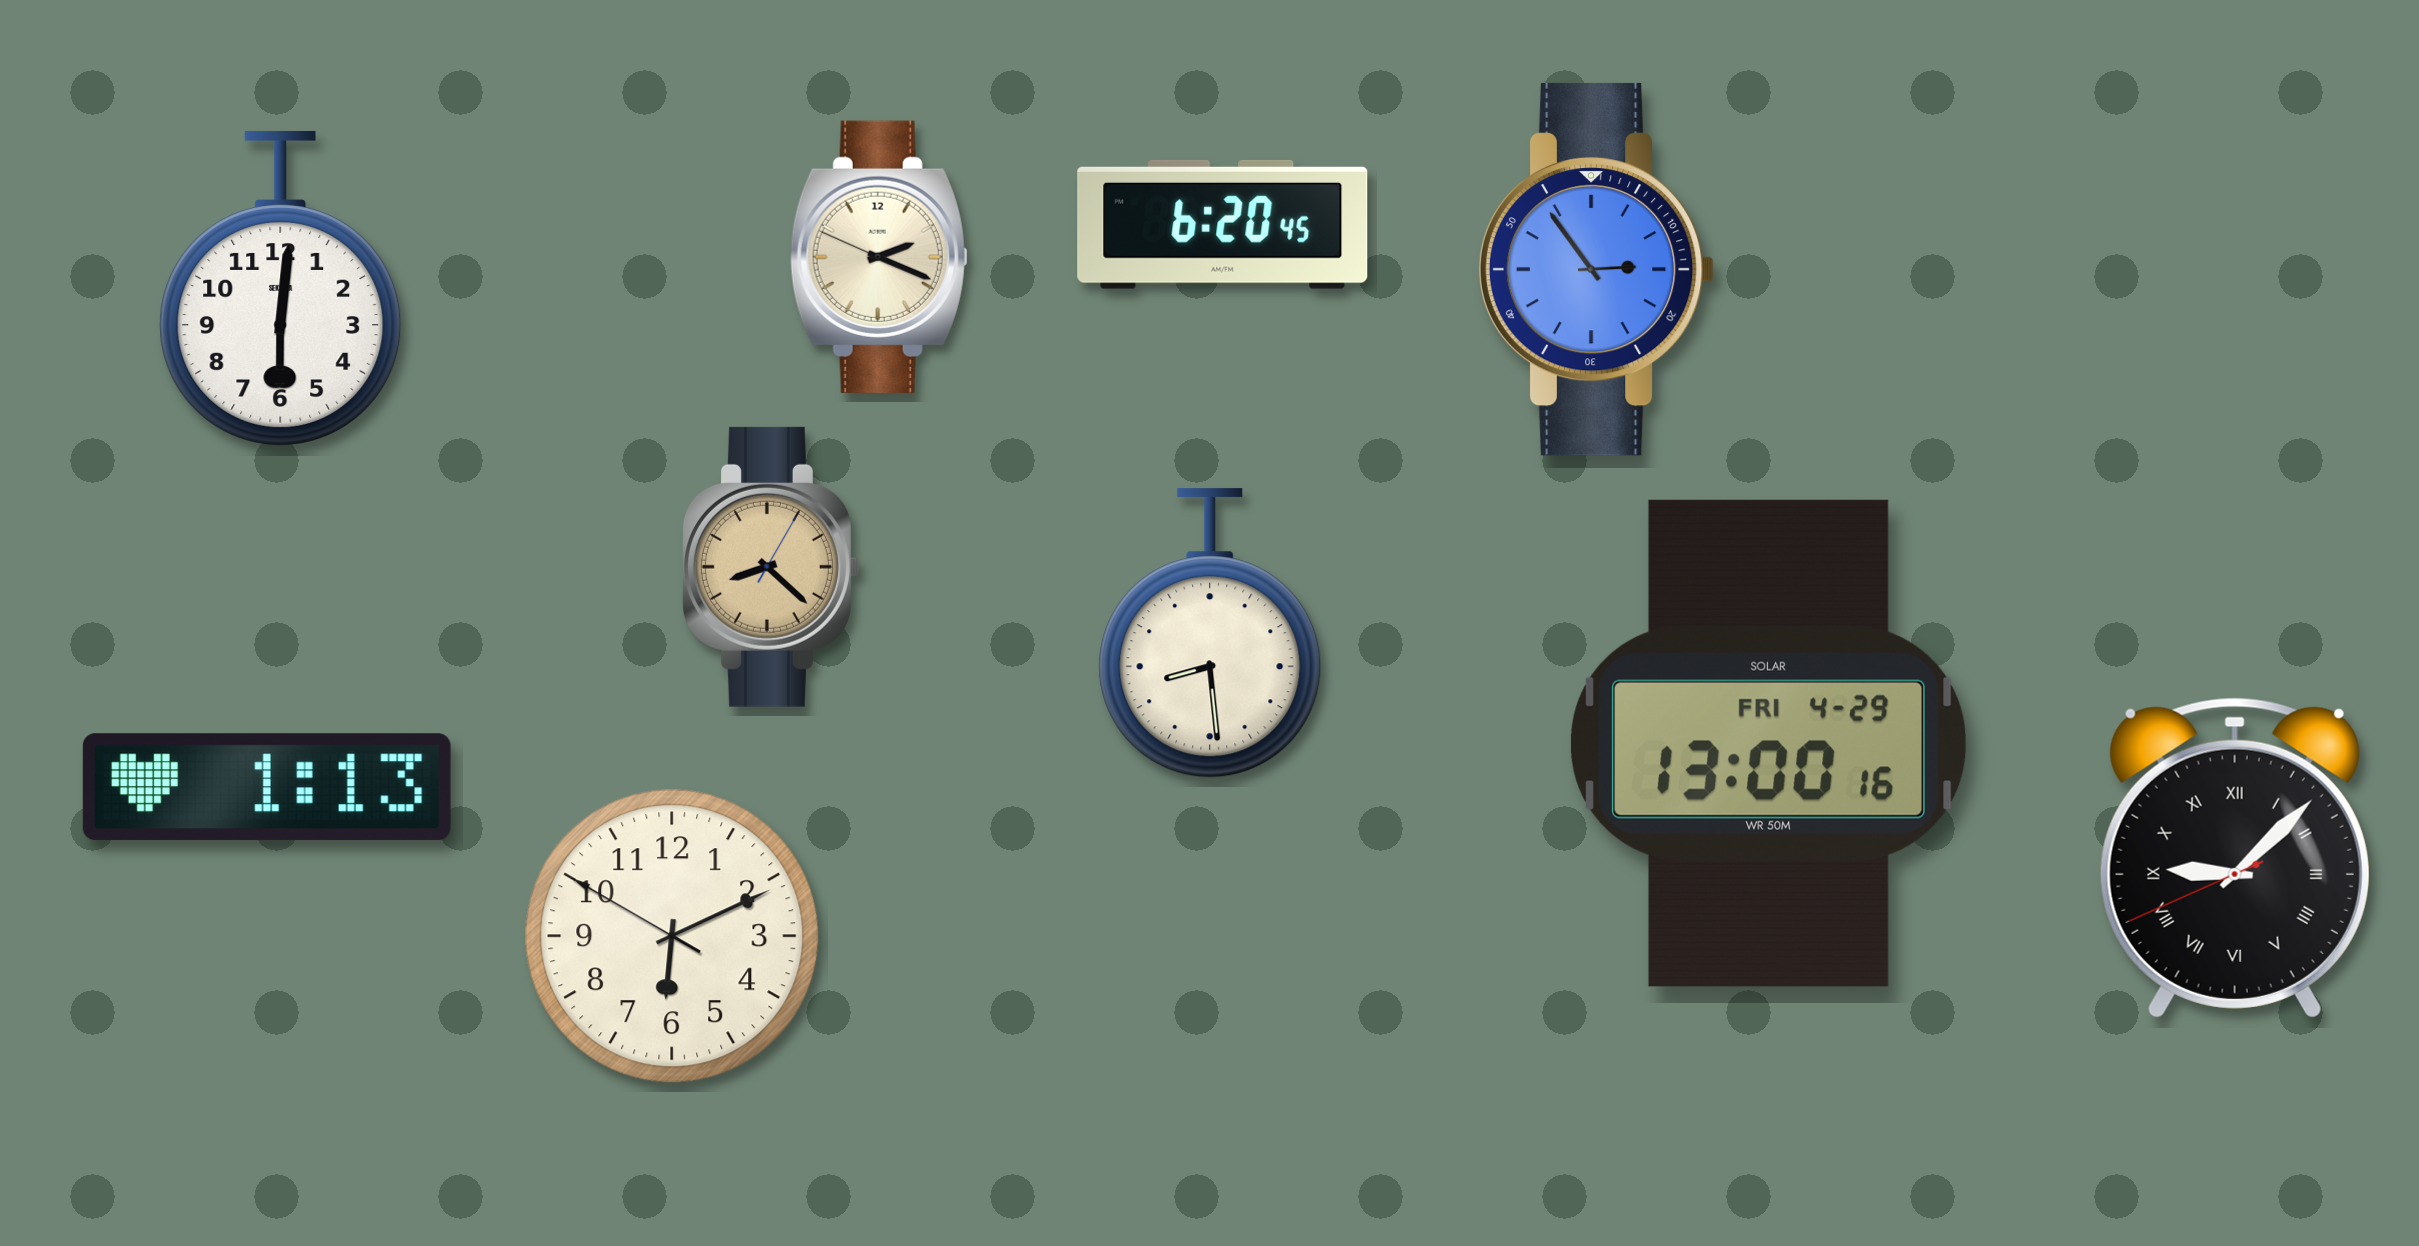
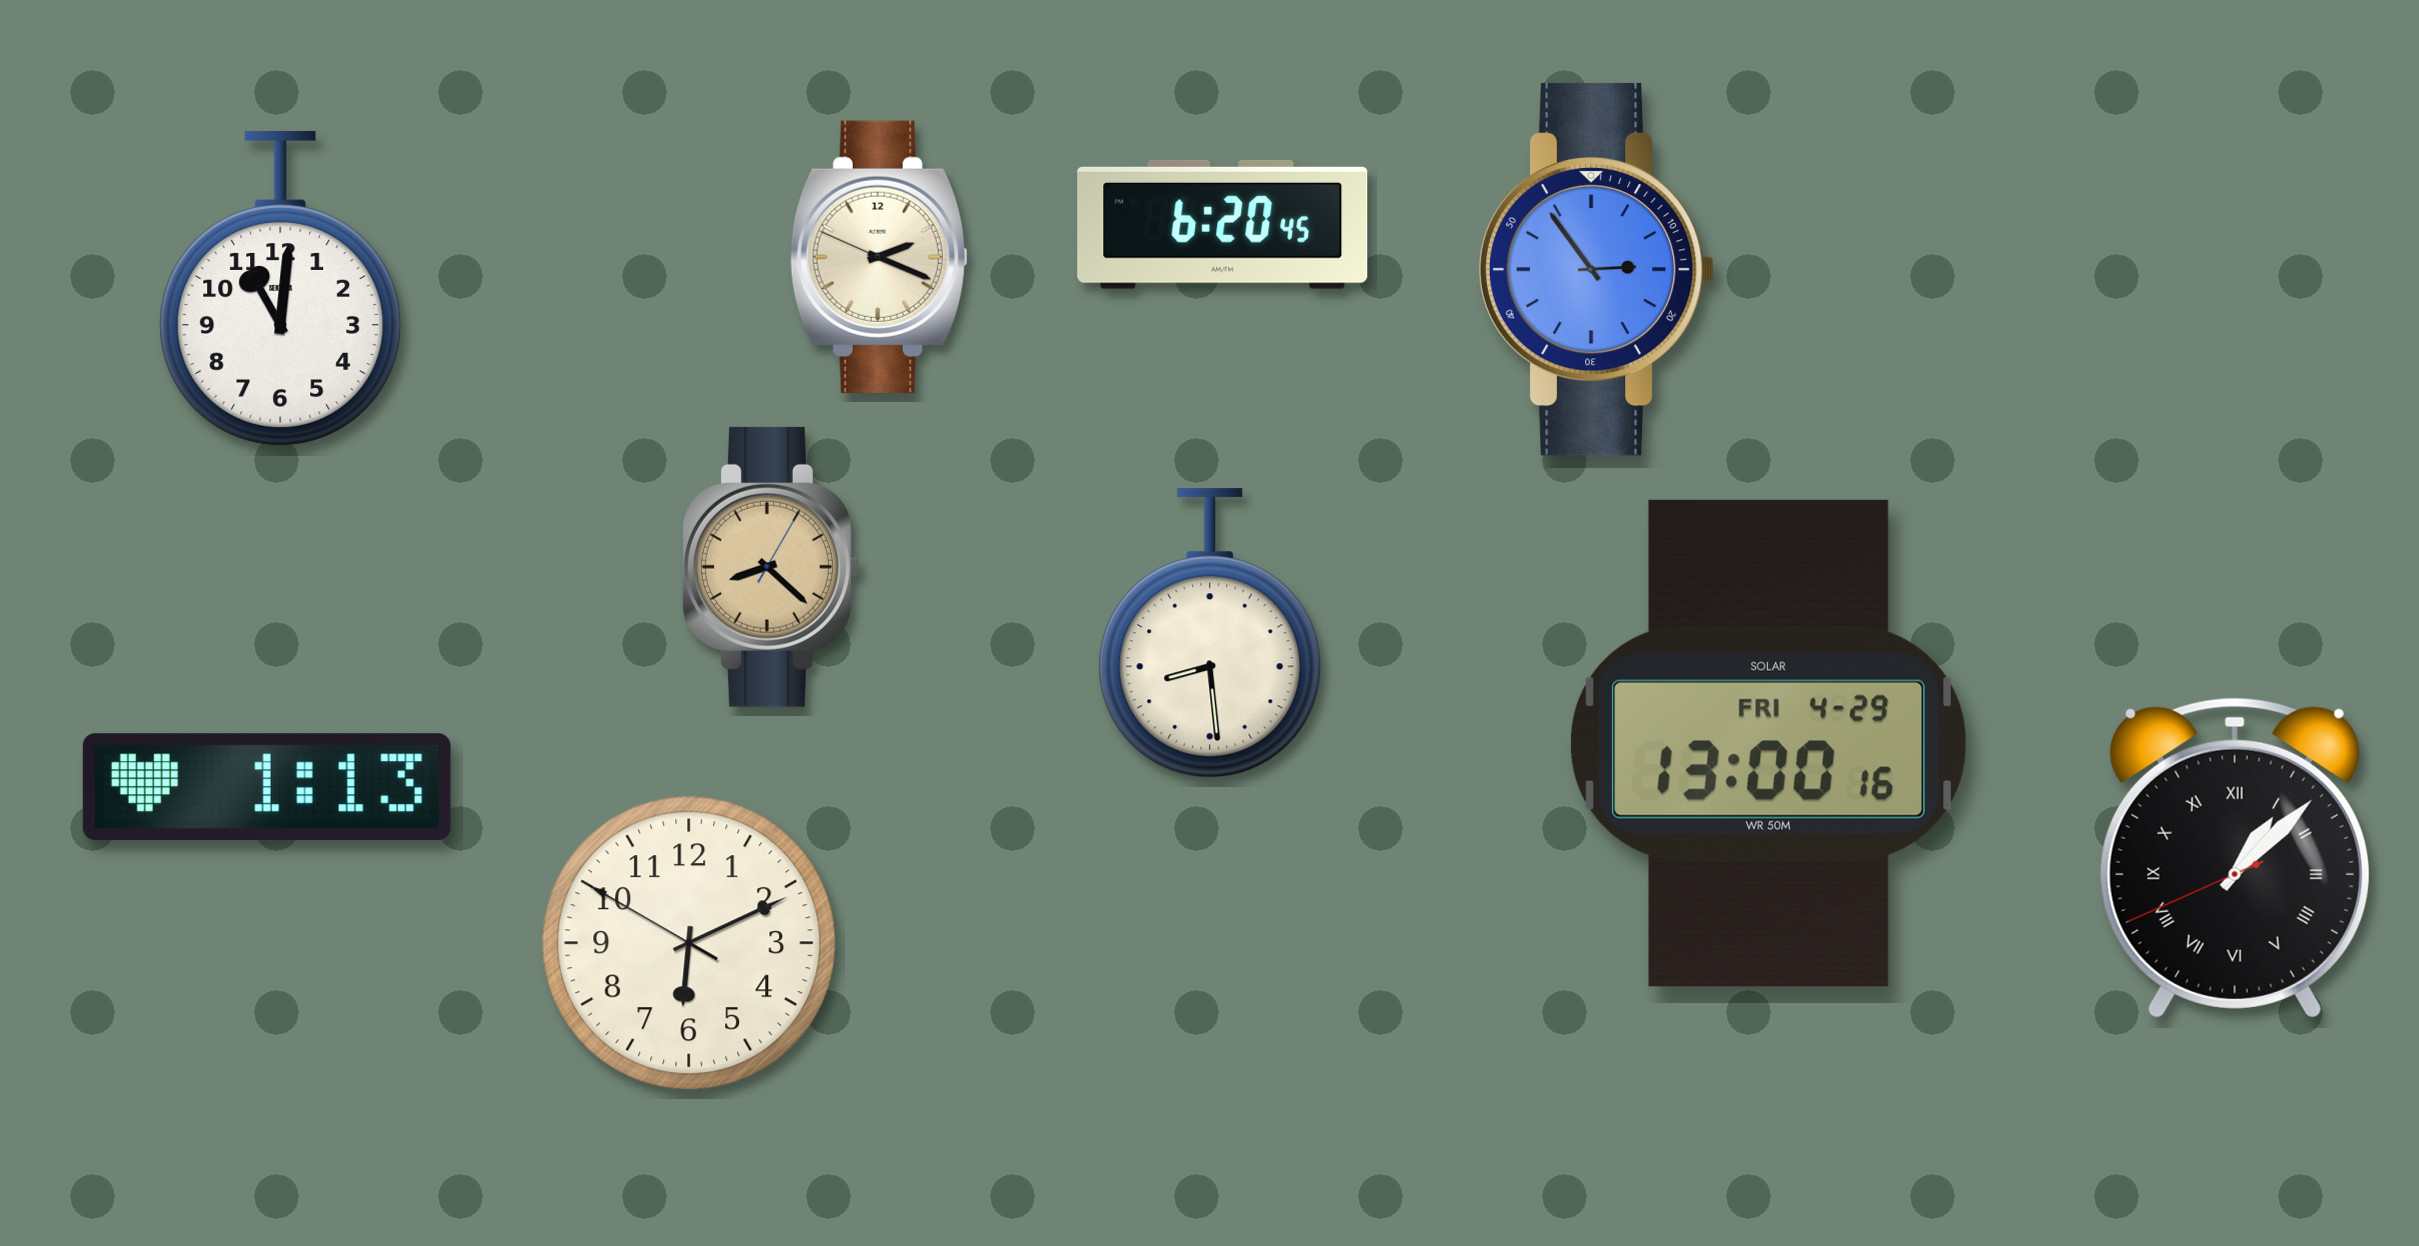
clock at (281, 288): 6:01 -> 11:01
clock at (2235, 858): 9:07 -> 1:07
clock at (672, 936) position: (672, 936) -> (689, 943)
